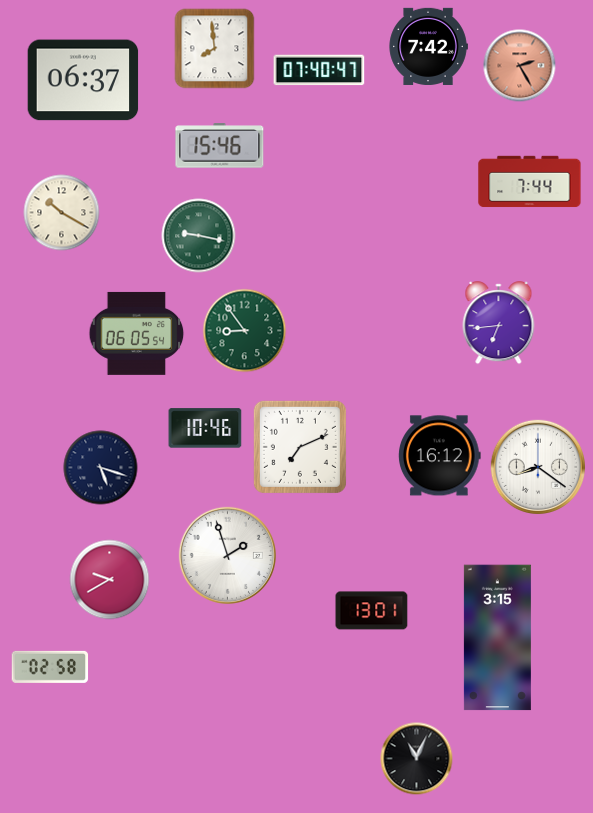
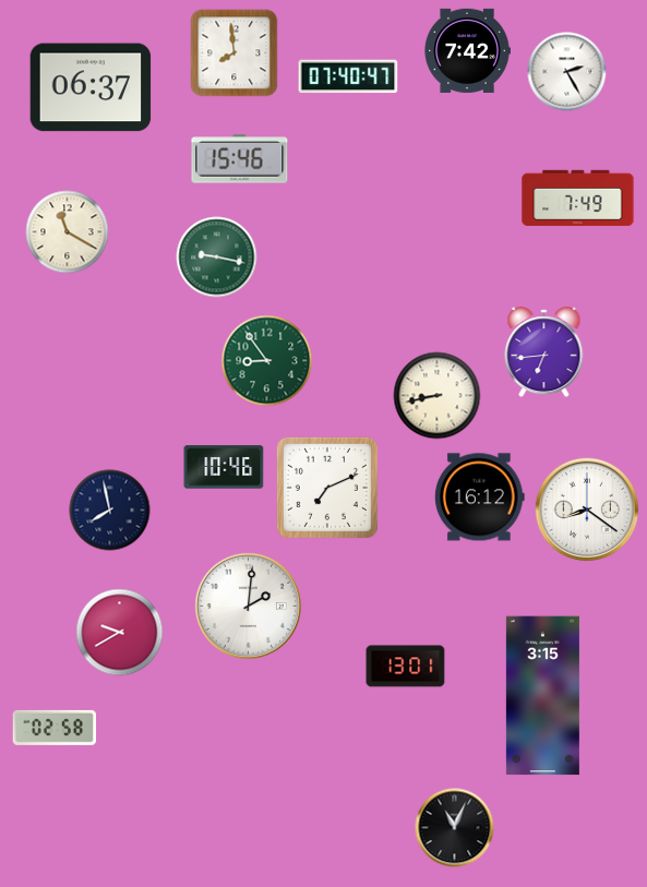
clock at (520, 66) dial: salmon -> white
clock at (530, 182): 7:44 -> 7:49
clock at (62, 213): 10:20 -> 11:20
clock at (137, 333): 06:05 -> none
clock at (438, 396): none -> 8:43
clock at (101, 468): 5:18 -> 7:58
clock at (227, 555): 1:57 -> 2:01
